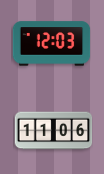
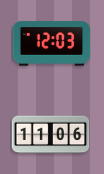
clock at (53, 131) position: (53, 131) -> (50, 135)
